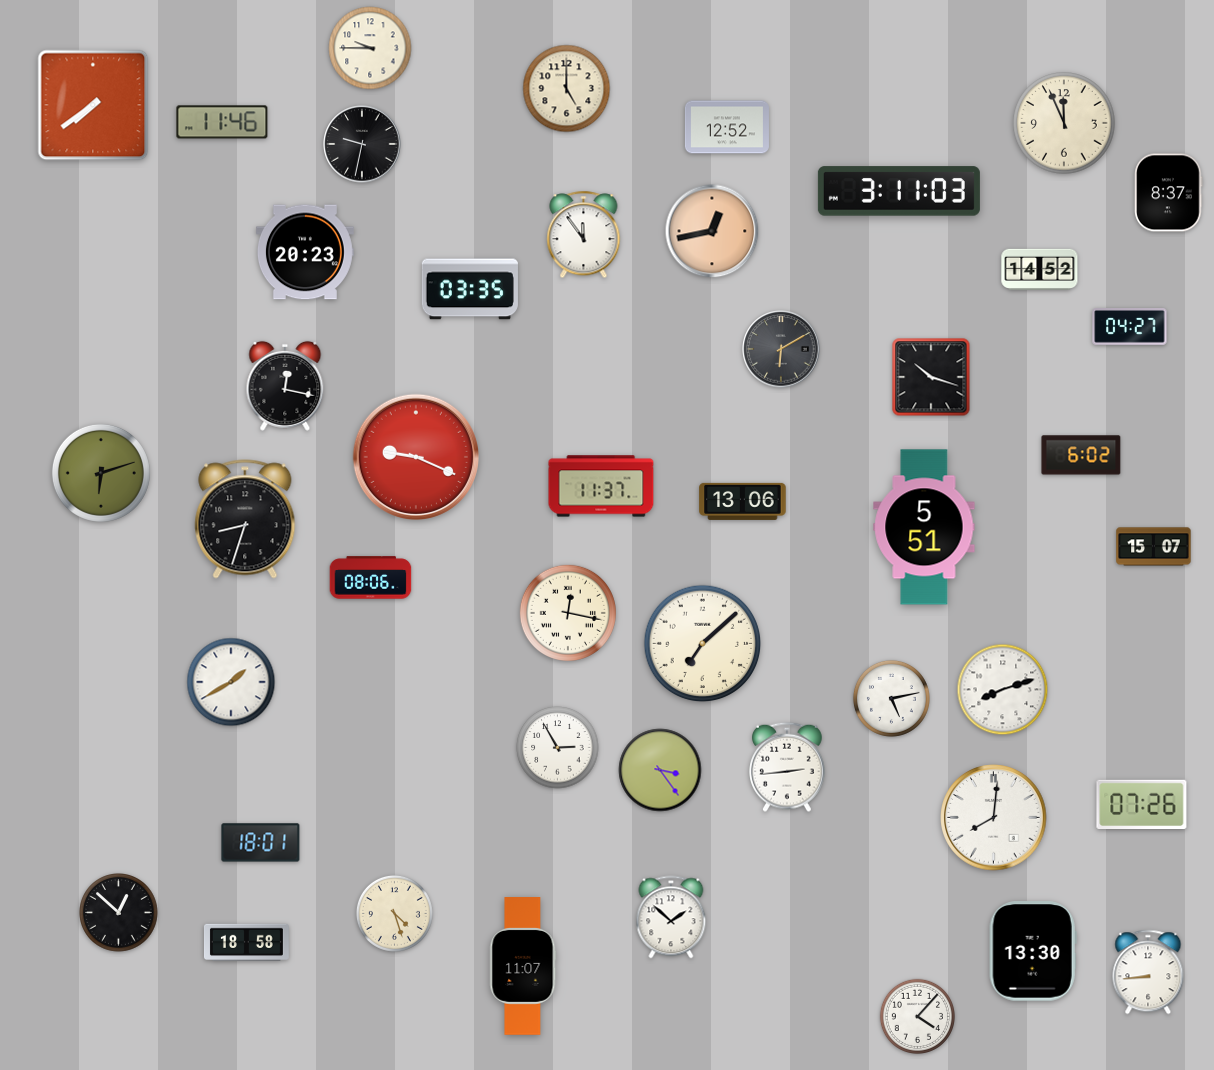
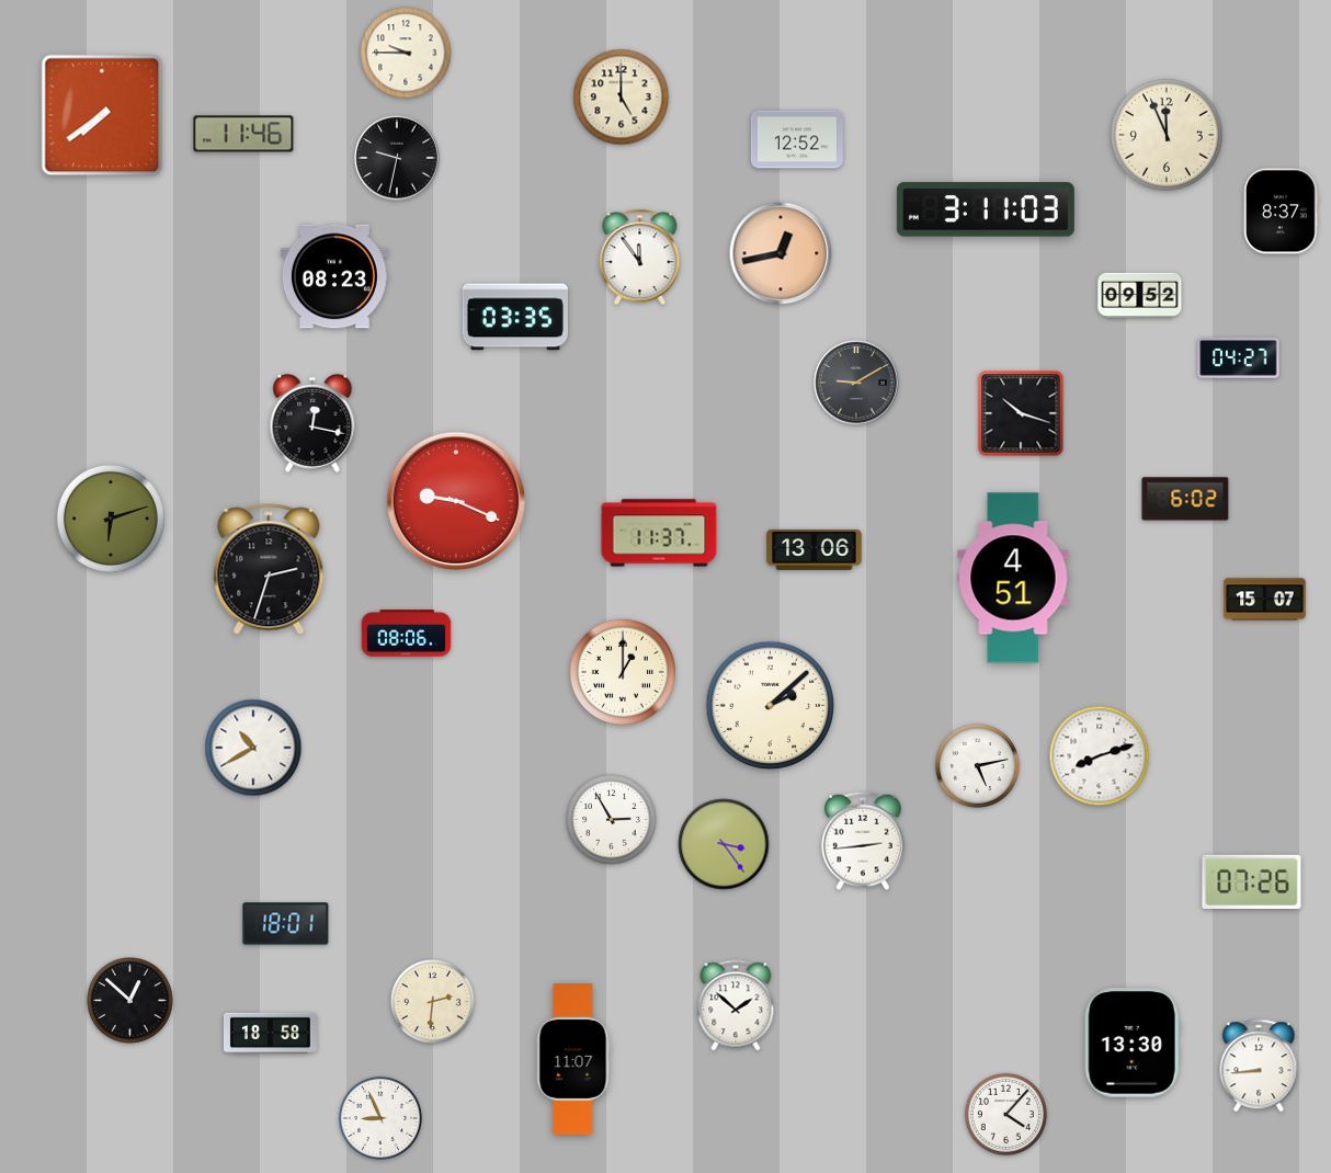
clock at (305, 252): 20:23 -> 08:23
clock at (1040, 269): 14:52 -> 09:52
clock at (781, 349): 6:10 -> 9:10
clock at (245, 519): 8:33 -> 2:33
clock at (924, 527): 5:51 -> 4:51
clock at (568, 613): 12:17 -> 1:00
clock at (703, 644): 7:08 -> 2:08
clock at (231, 682): 1:40 -> 10:40
clock at (994, 818): 8:01 -> none
clock at (394, 913): 4:27 -> 2:31
clock at (380, 1118): none -> 8:56
